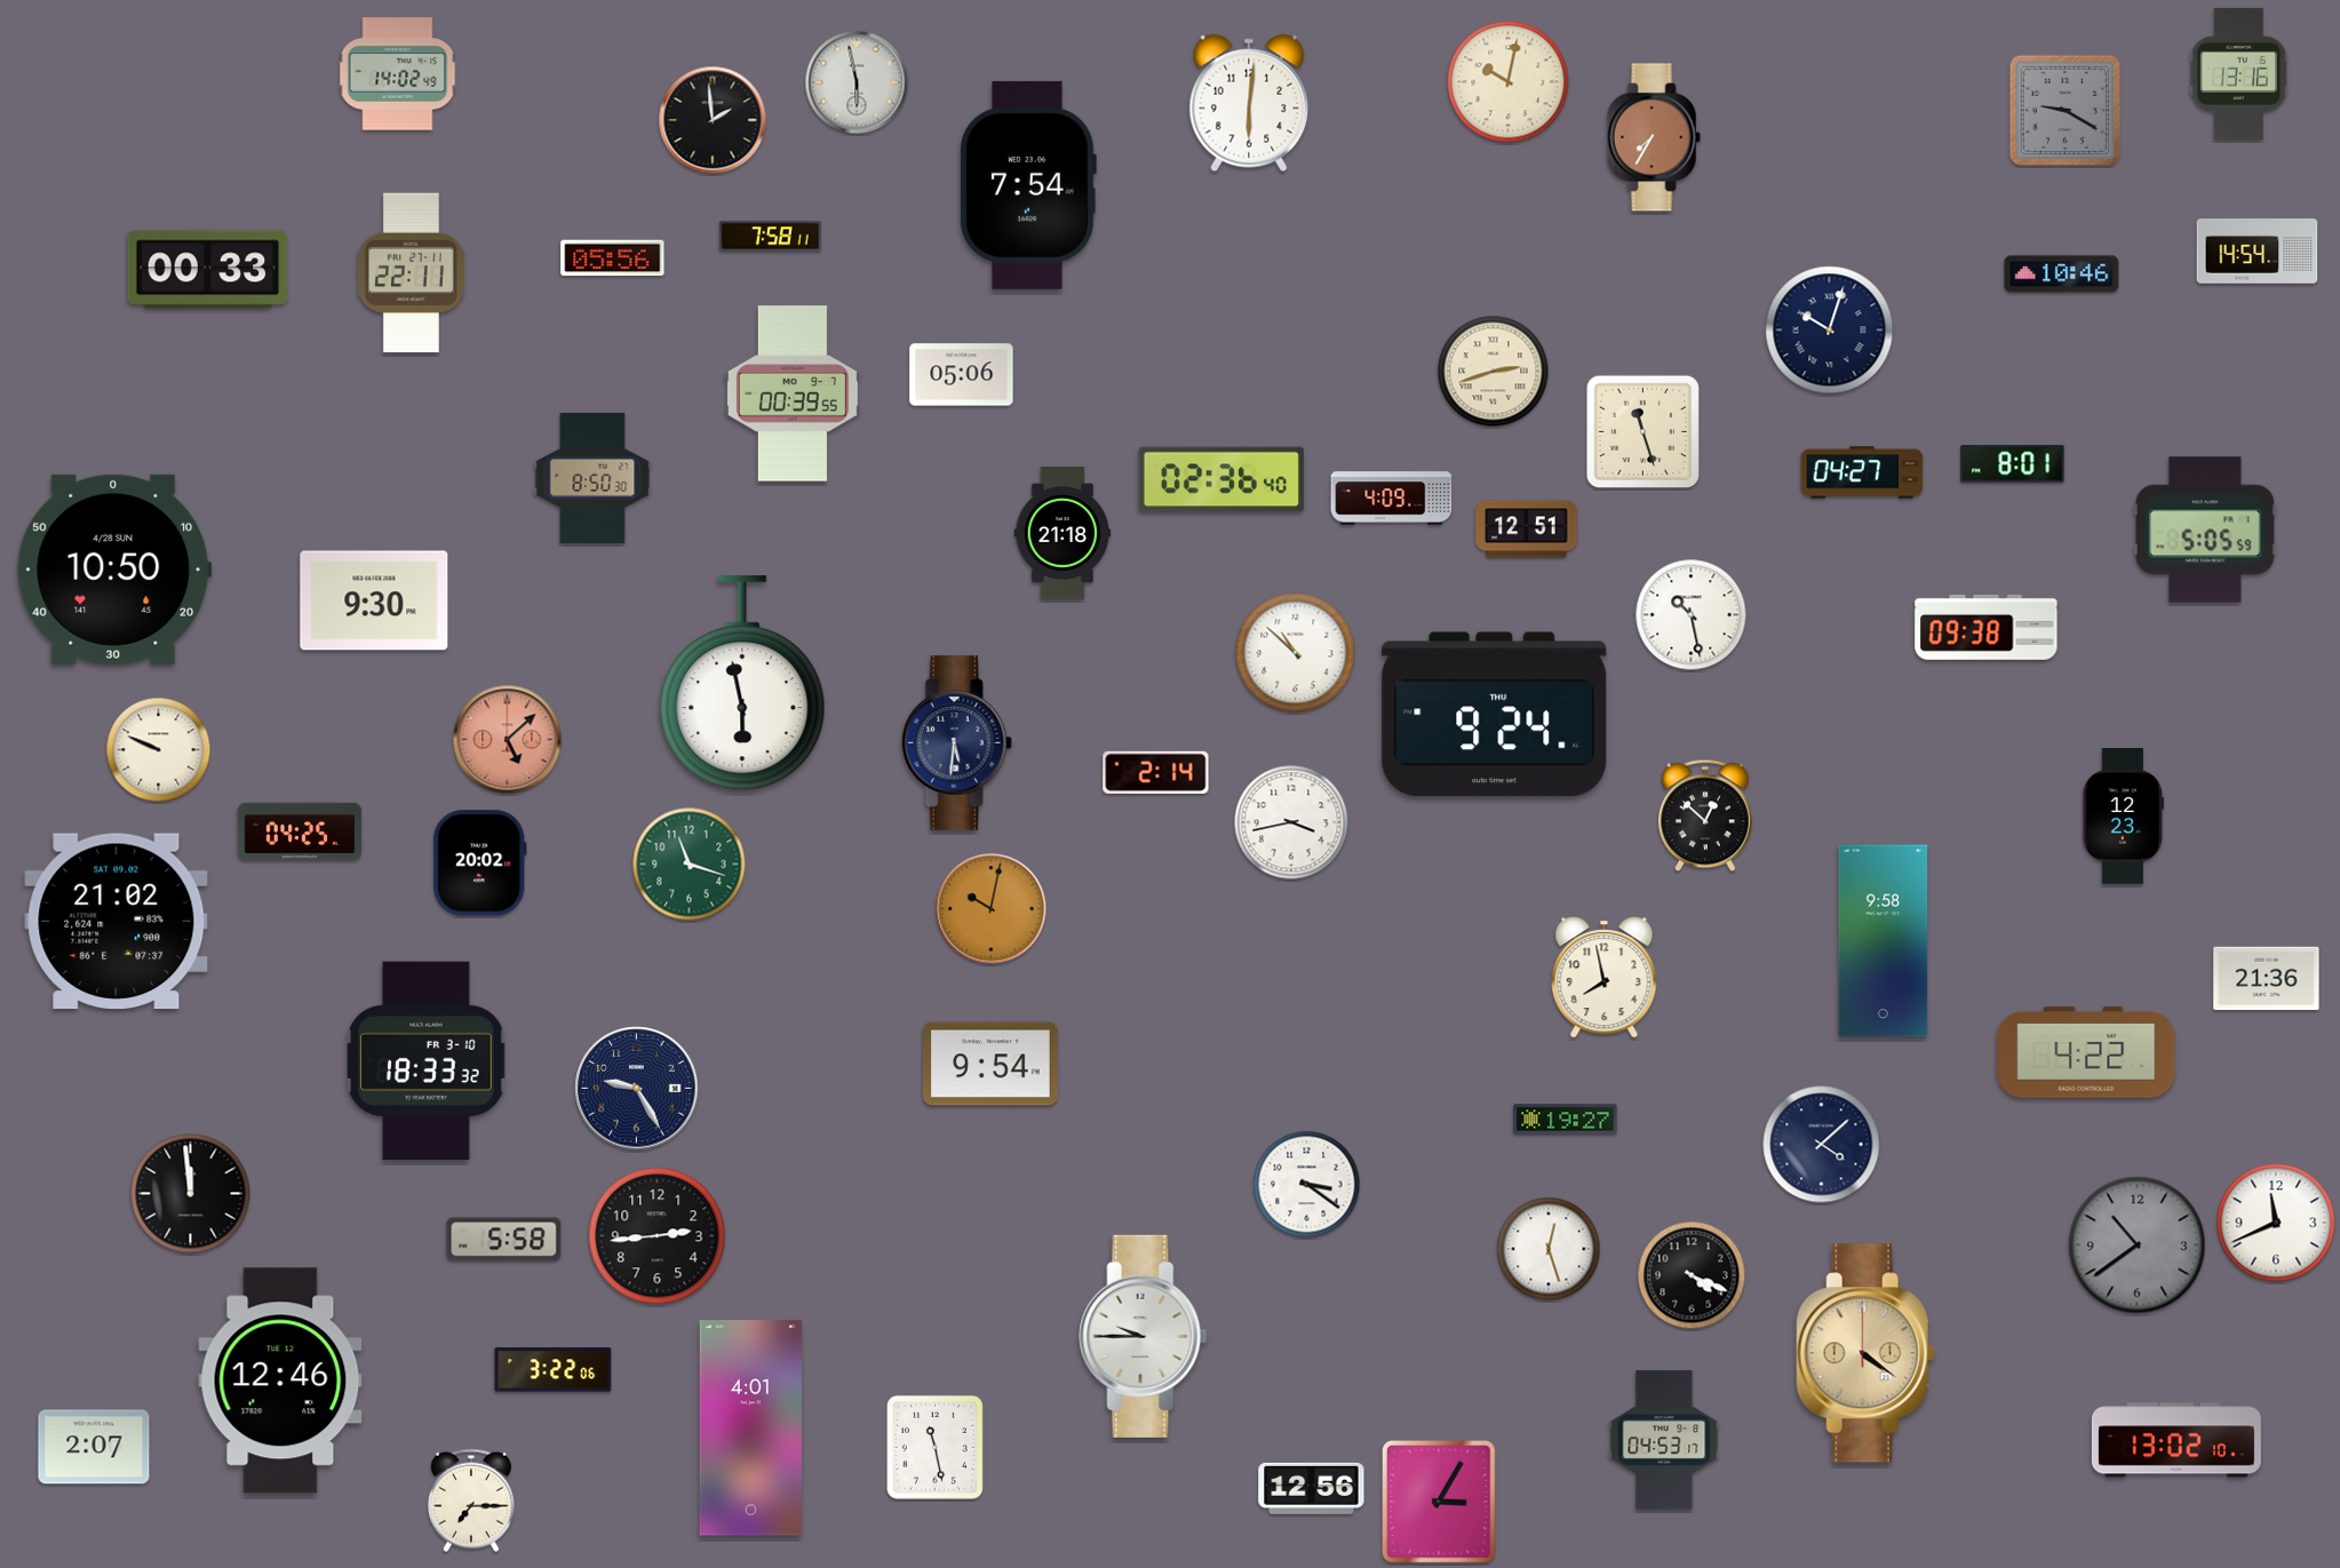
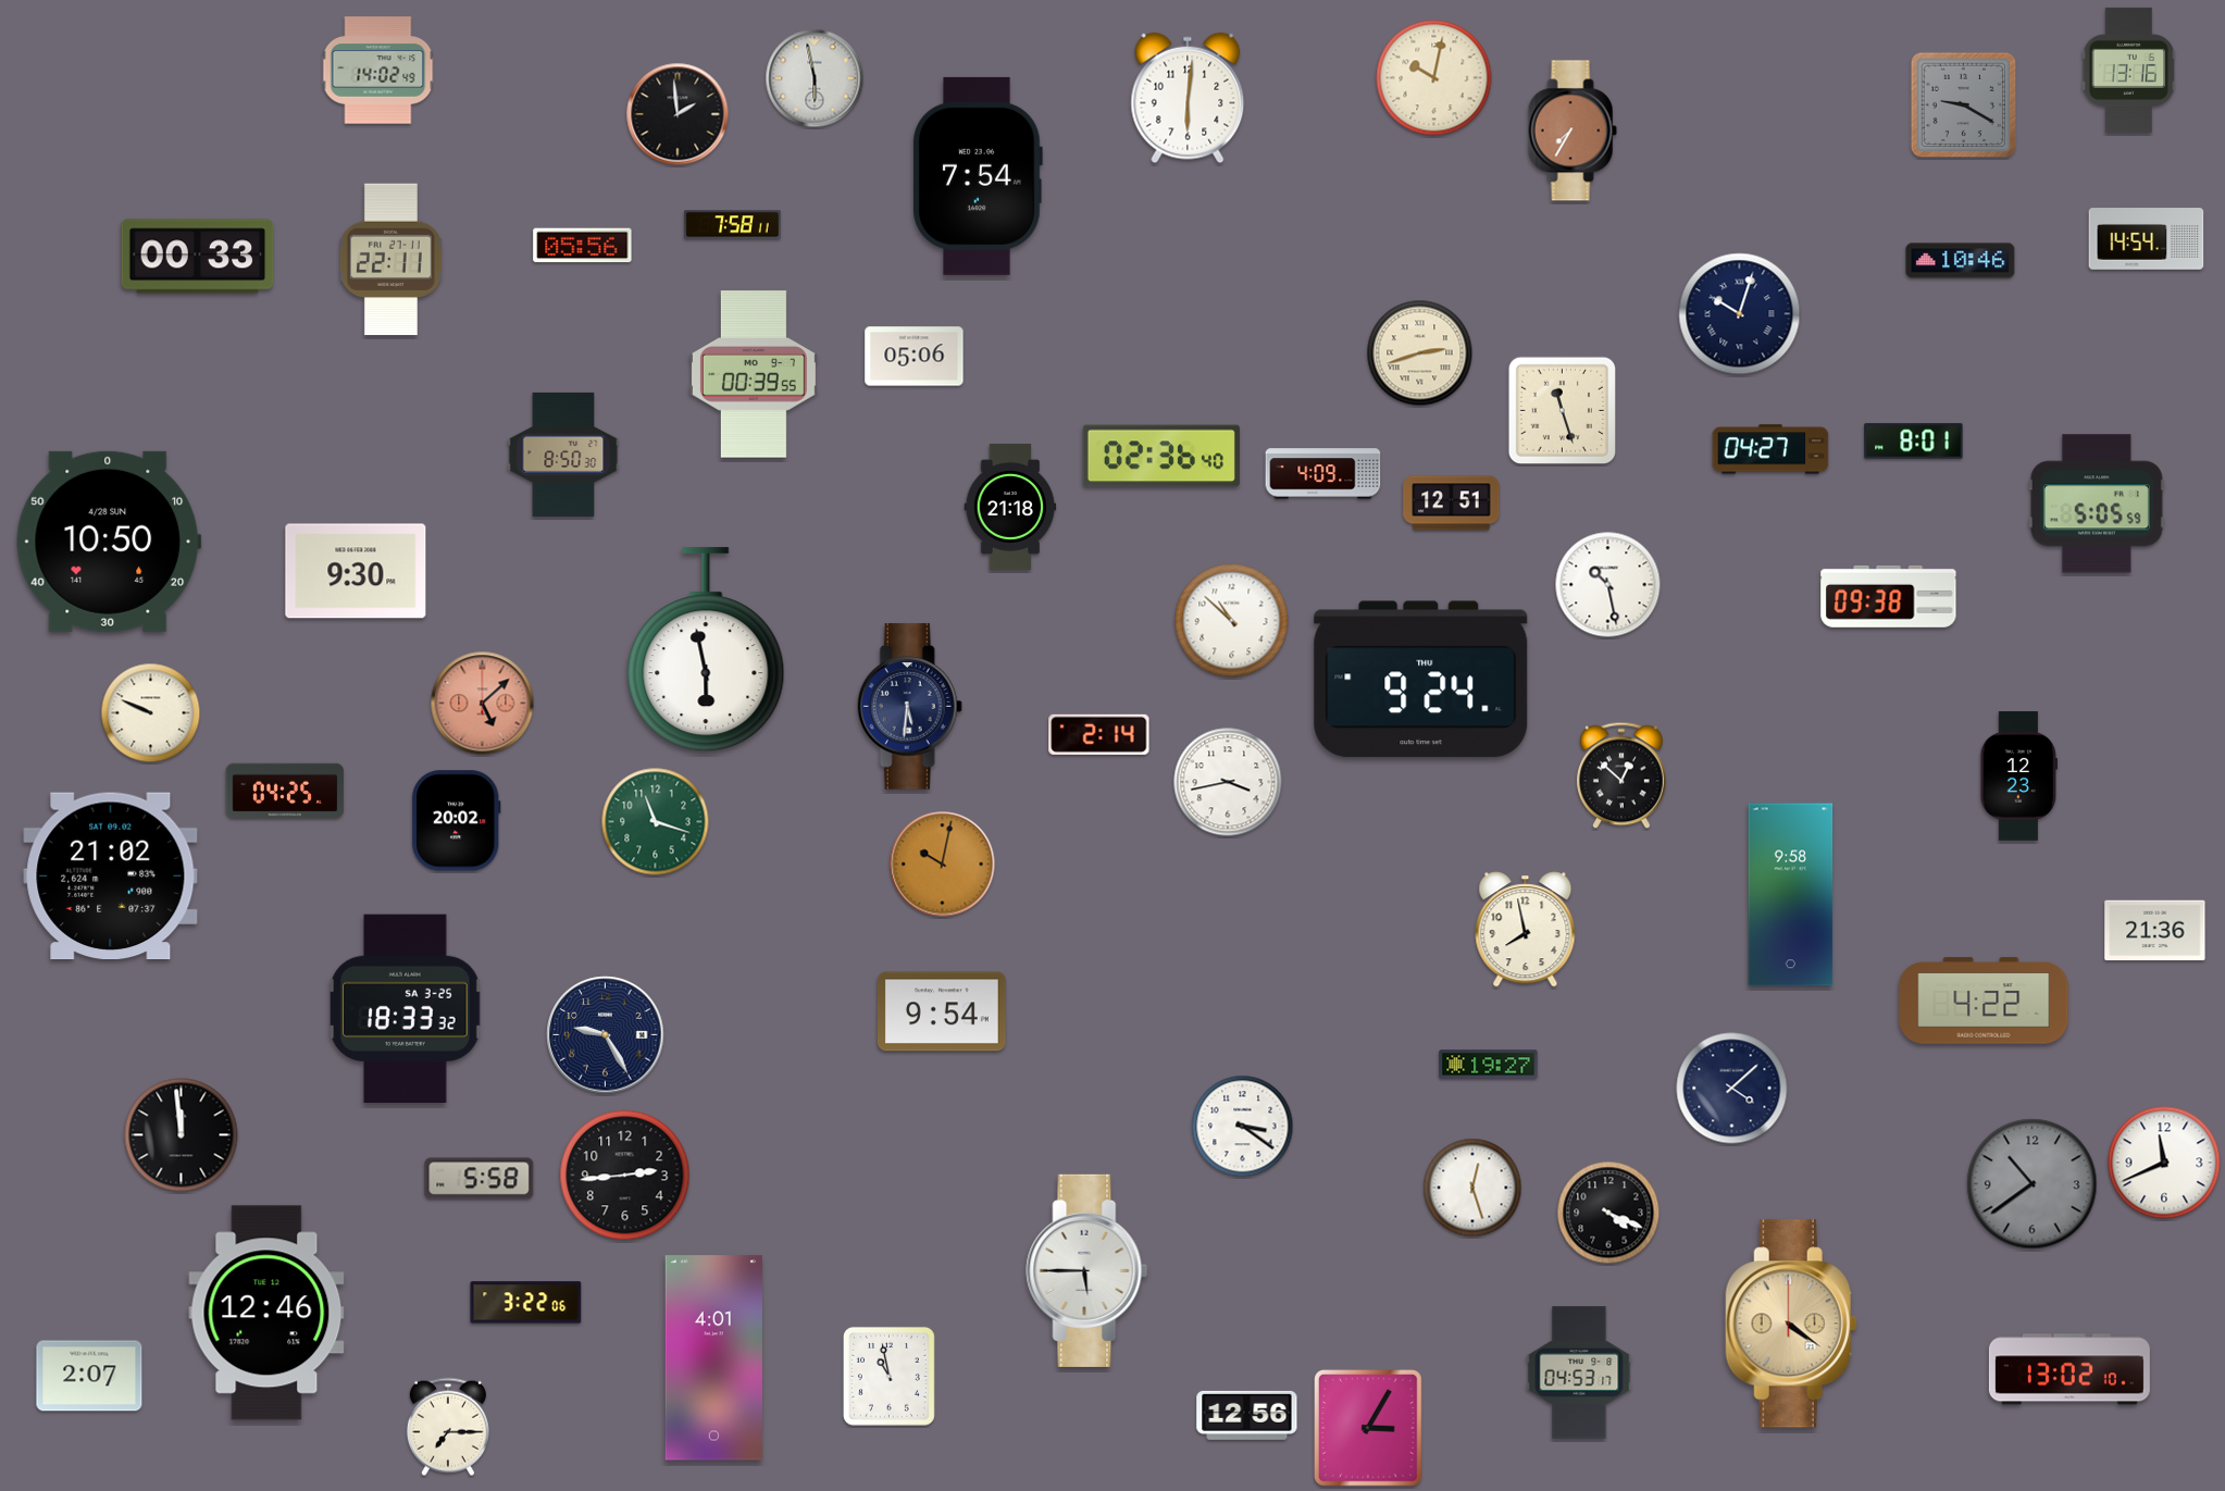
clock at (427, 1061) date: FR 3-10 -> SA 3-25
clock at (1144, 1336): 9:45 -> 5:45
clock at (1865, 1353) position: (1865, 1353) -> (1791, 1324)
clock at (1664, 1440) position: (1664, 1440) -> (1579, 1372)
clock at (934, 1447): 11:28 -> 10:58
